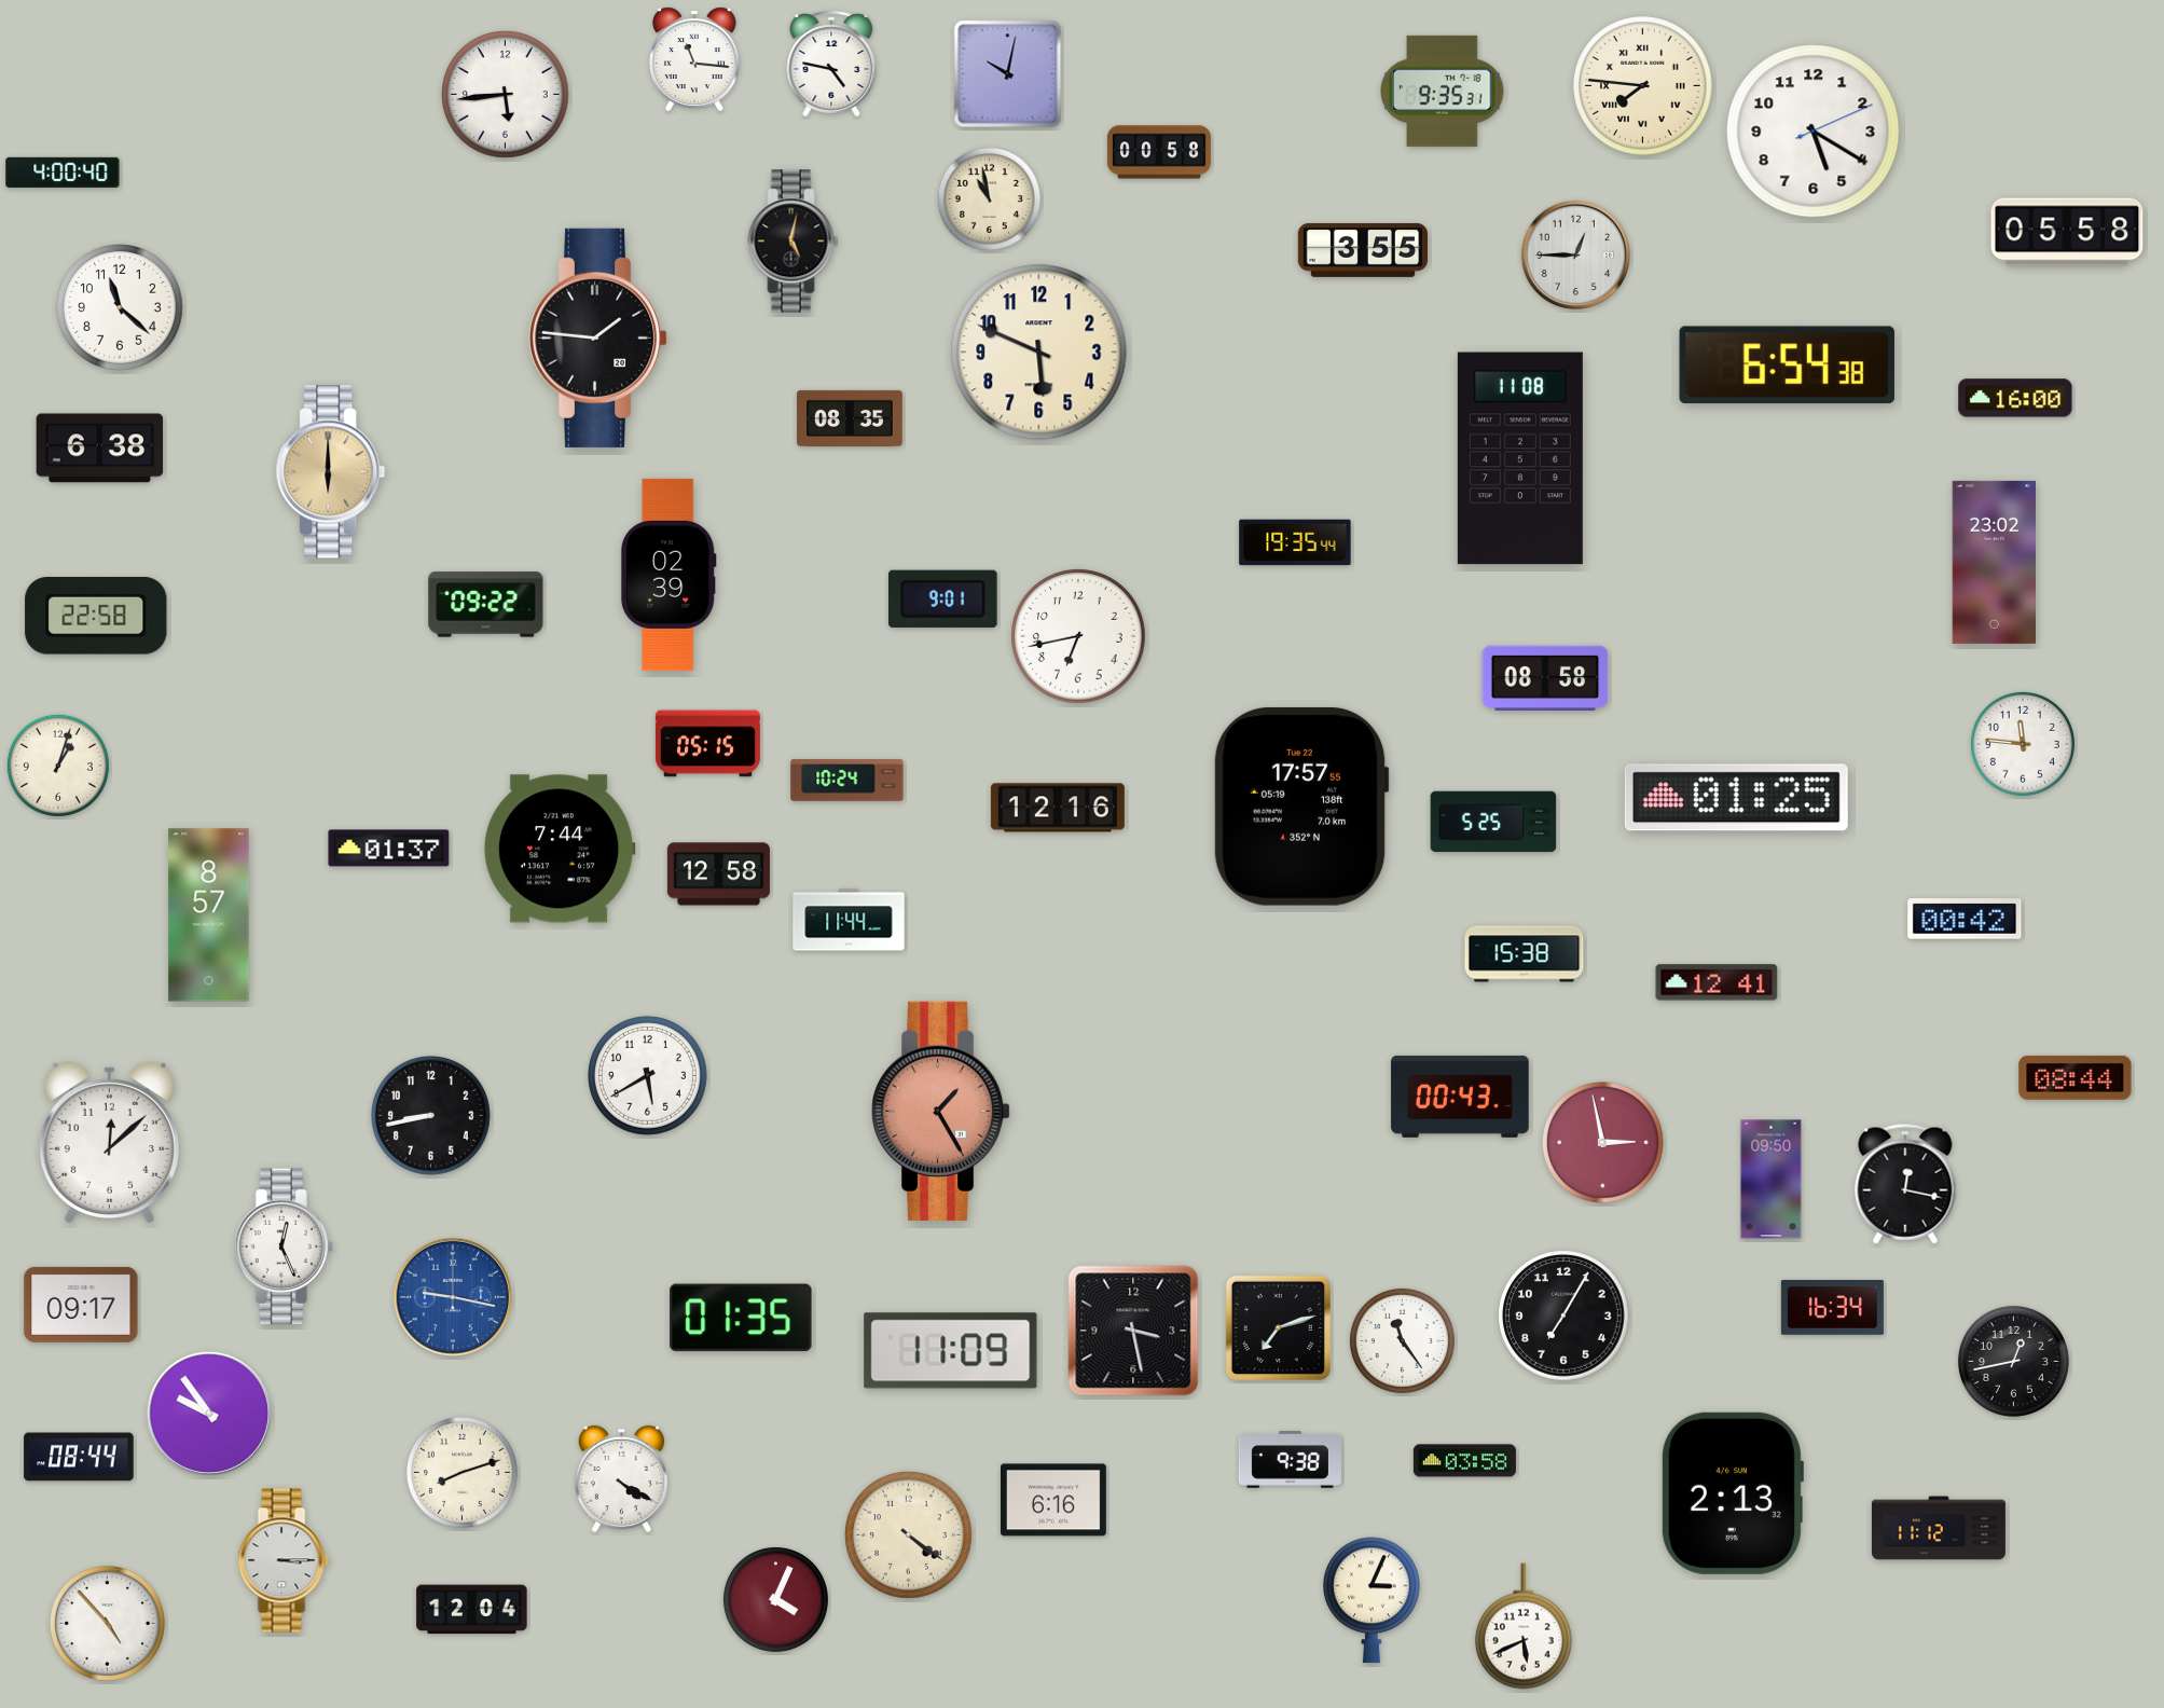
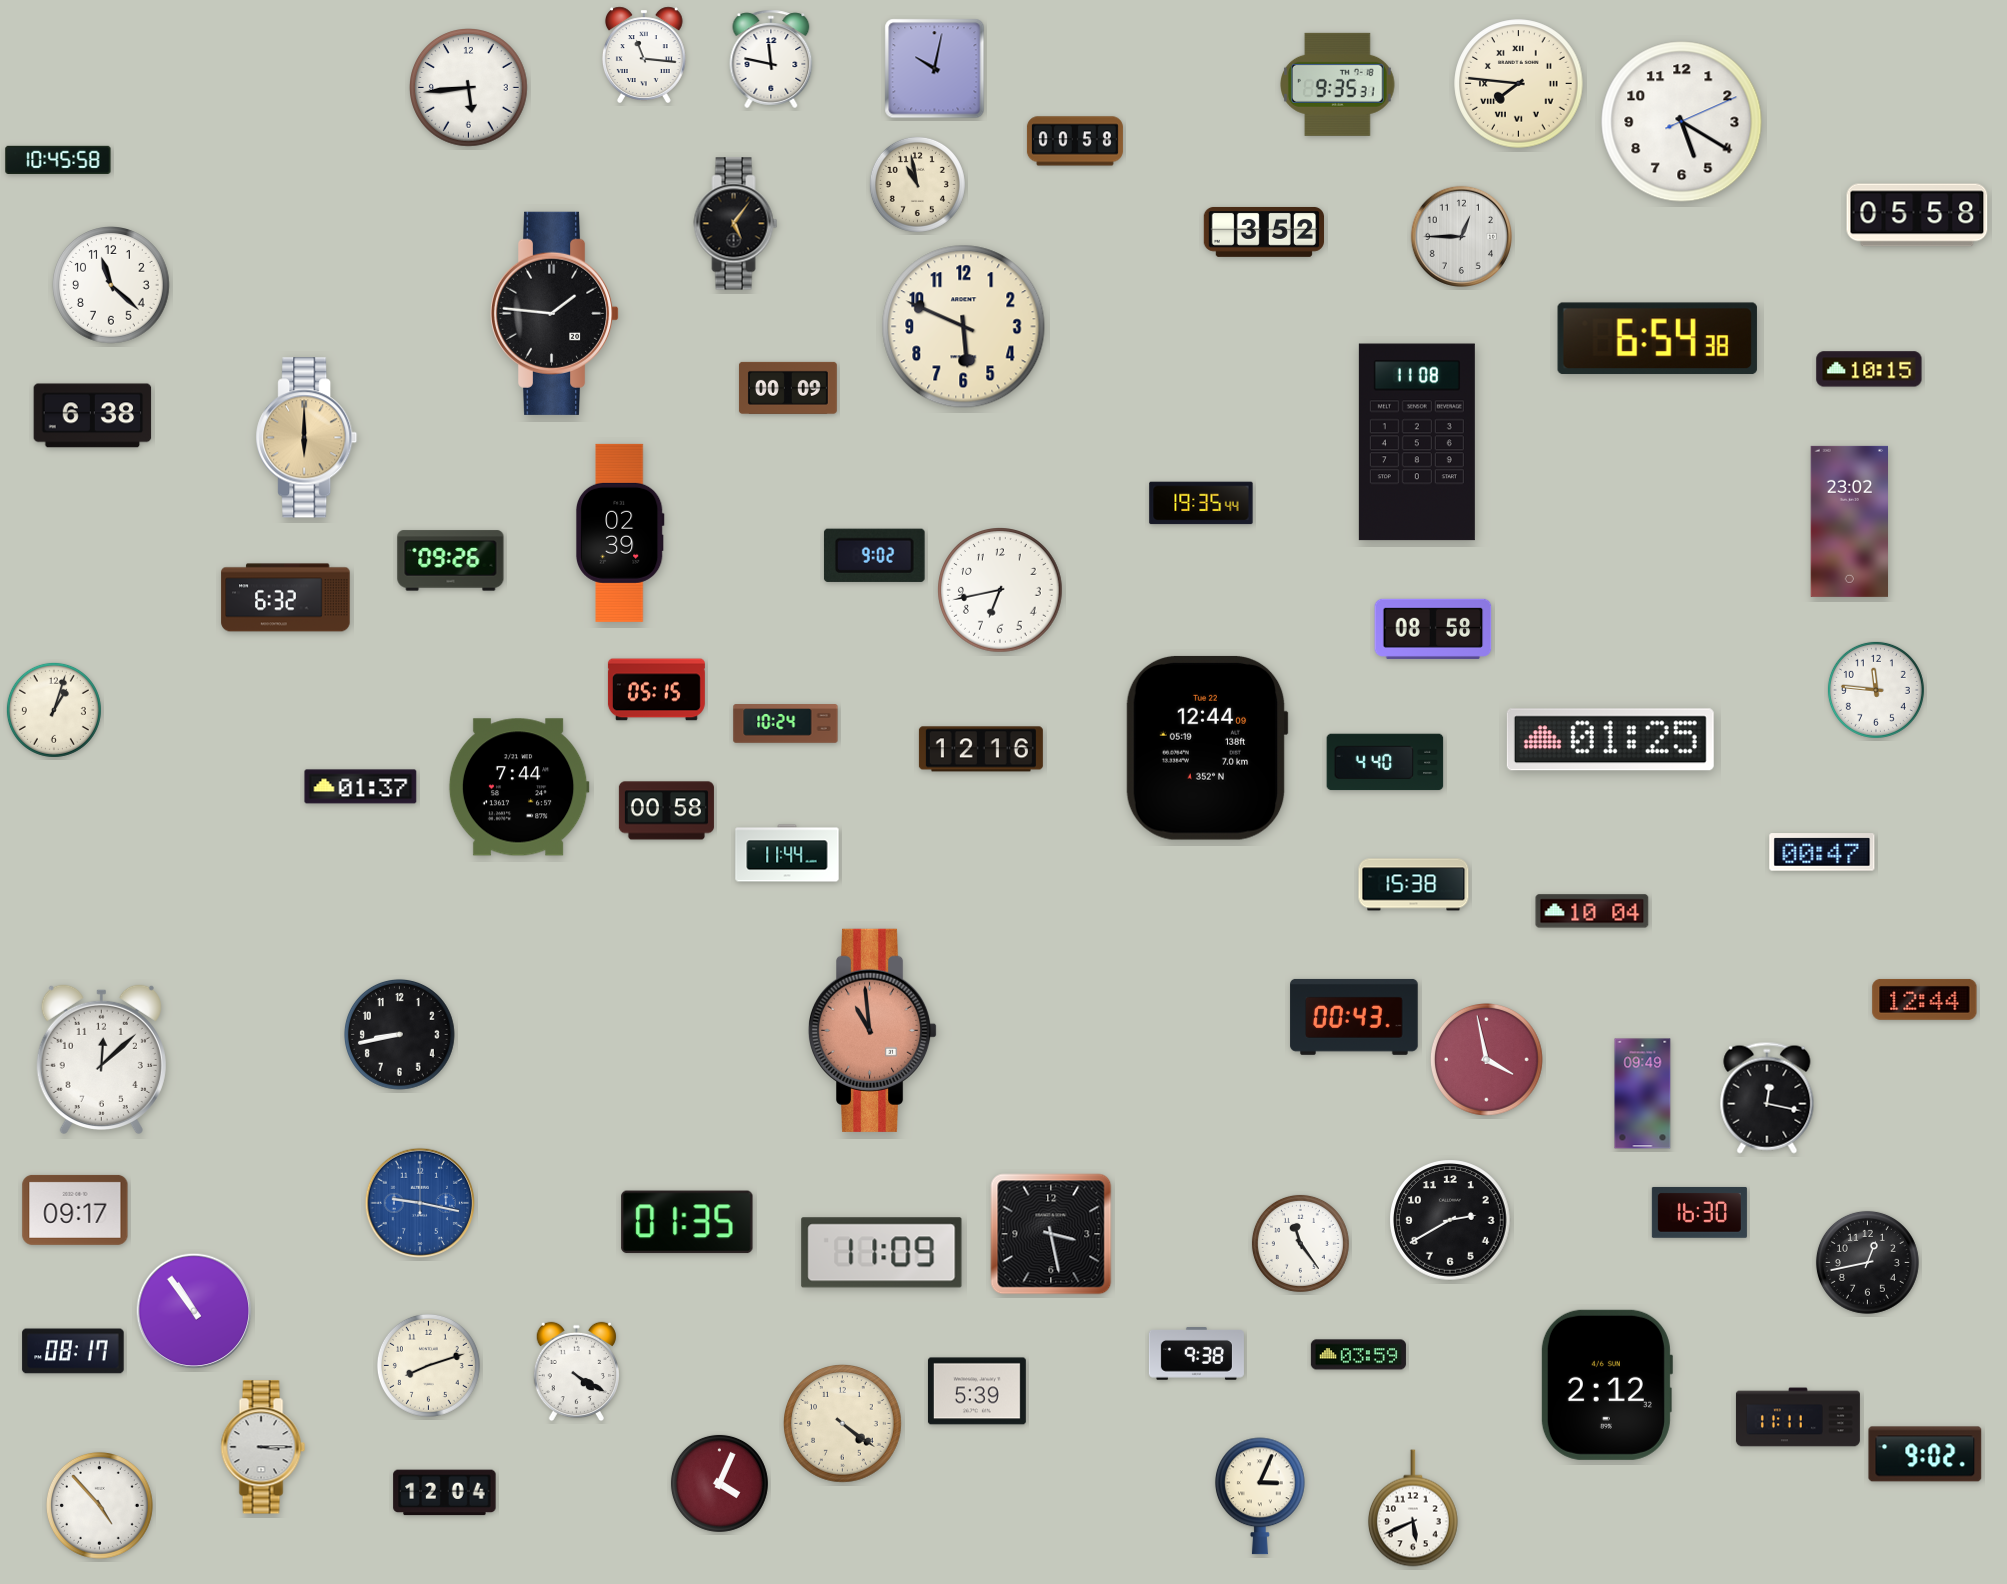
clock at (831, 64): 4:47 -> 11:47
clock at (1643, 86) position: (1643, 86) -> (1519, 84)
clock at (63, 171): 4:00 -> 10:45
clock at (794, 242): 5:02 -> 5:06
clock at (1362, 250): 3:55 -> 3:52
clock at (2015, 398): 16:00 -> 10:15
clock at (850, 418): 08:35 -> 00:09
clock at (1520, 458) position: (1520, 458) -> (1417, 442)
clock at (943, 598): 9:01 -> 9:02
clock at (486, 605): 09:22 -> 09:26
clock at (96, 617): 22:58 -> none
clock at (286, 598): none -> 6:32
clock at (1301, 807): 17:57 -> 12:44
clock at (1493, 822): 5:25 -> 4:40
clock at (718, 874): 12:58 -> 00:58
clock at (209, 915): 8:57 -> none
clock at (1965, 919): 00:42 -> 00:47
clock at (1717, 982): 12:41 -> 10:04
clock at (647, 1075): 5:40 -> none
clock at (2076, 1077): 08:44 -> 12:44
clock at (941, 1111): 1:25 -> 10:59
clock at (1603, 1143): 2:58 -> 3:58
clock at (1772, 1180): 09:50 -> 09:49
clock at (284, 1246): 12:26 -> none
clock at (1832, 1308): 16:34 -> 16:30
clock at (1563, 1316): 7:05 -> 2:40
clock at (1278, 1327): 7:12 -> none
clock at (209, 1414): 9:54 -> 10:54
clock at (79, 1457): 08:44 -> 08:17
clock at (1464, 1461): 03:58 -> 03:59
clock at (1732, 1493): 2:13 -> 2:12
clock at (1053, 1500): 6:16 -> 5:39
clock at (1939, 1528): 11:12 -> 11:11
clock at (1925, 1454): none -> 9:02
clock at (1372, 1600) position: (1372, 1600) -> (1260, 1496)
clock at (472, 1610) position: (472, 1610) -> (445, 1493)
